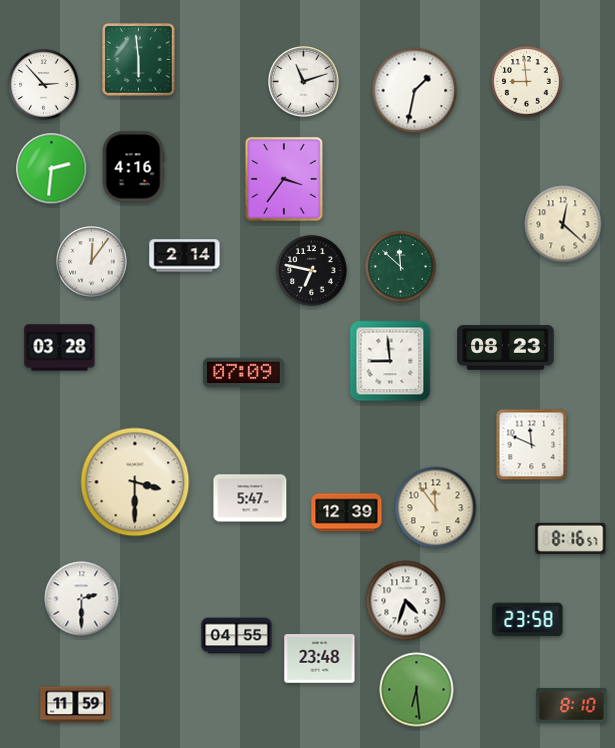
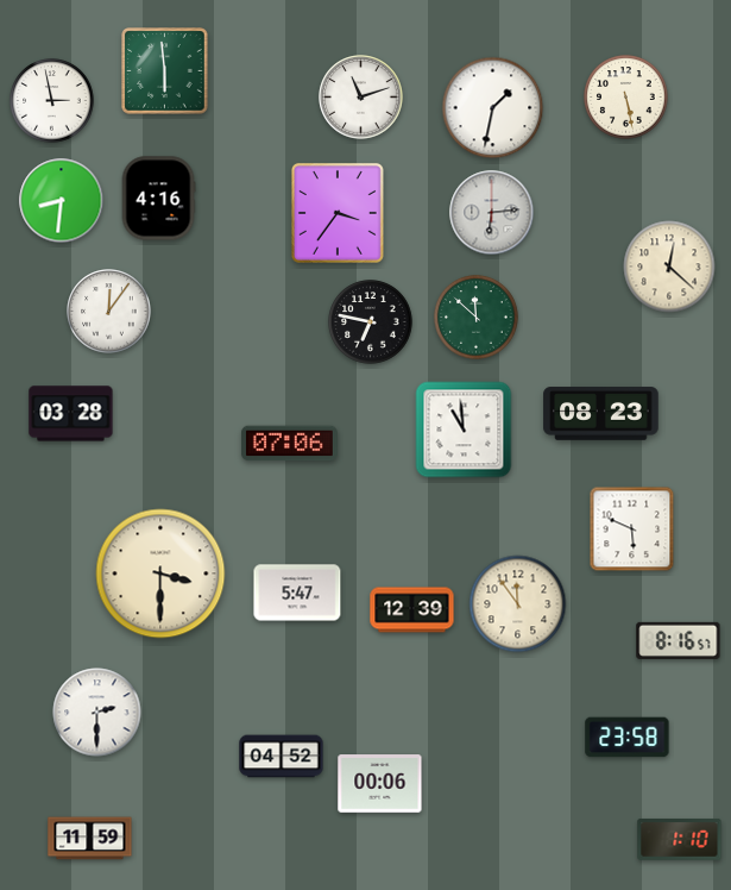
clock at (527, 82): 8:59 -> 5:28
clock at (44, 85): 2:53 -> 2:58
clock at (52, 169): 2:31 -> 8:31
clock at (492, 213): none -> 6:14
clock at (185, 256): 2:14 -> none
clock at (390, 361): 8:59 -> 10:59
clock at (243, 373): 07:09 -> 07:06
clock at (532, 445): 11:49 -> 5:49
clock at (406, 601): 4:33 -> none
clock at (237, 636): 04:55 -> 04:52
clock at (320, 659): 23:48 -> 00:06
clock at (417, 690): 6:29 -> none
clock at (572, 705): 8:10 -> 1:10
